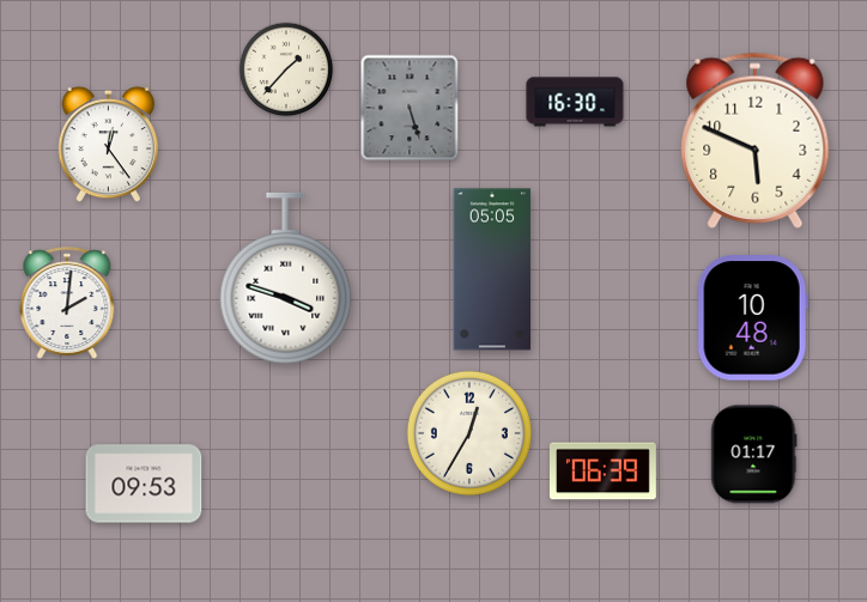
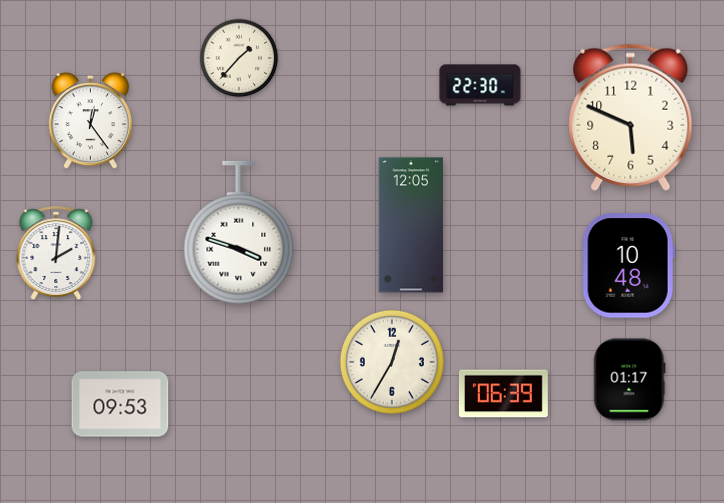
clock at (575, 102): 16:30 -> 22:30
clock at (410, 108): 5:27 -> none
clock at (492, 269): 05:05 -> 12:05
